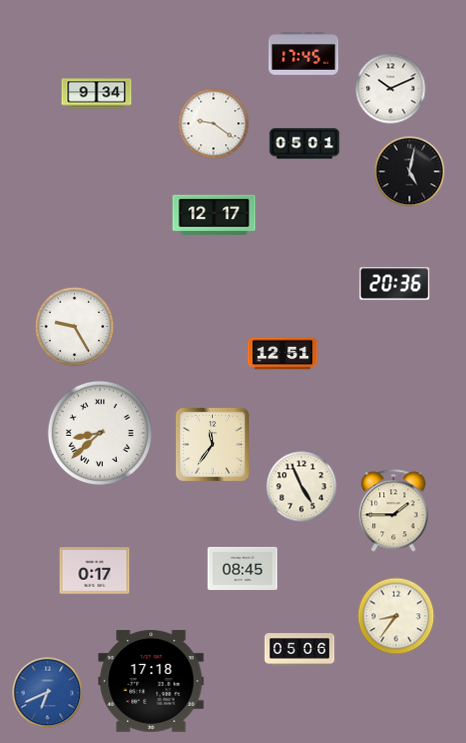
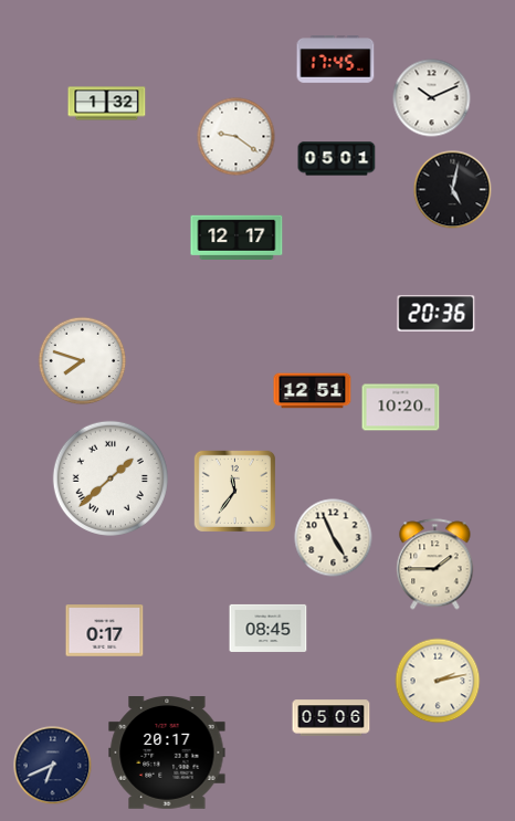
clock at (97, 94): 9:34 -> 1:32
clock at (75, 327): 9:25 -> 7:48
clock at (401, 408): none -> 10:20
clock at (100, 433): 8:38 -> 1:38
clock at (396, 616): 8:36 -> 2:13
clock at (151, 682): 17:18 -> 20:17
clock at (48, 693) dial: blue -> navy
